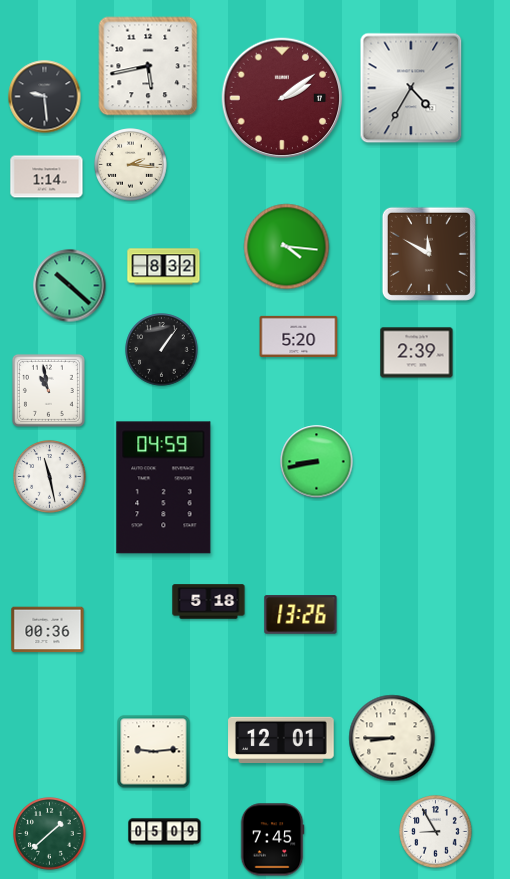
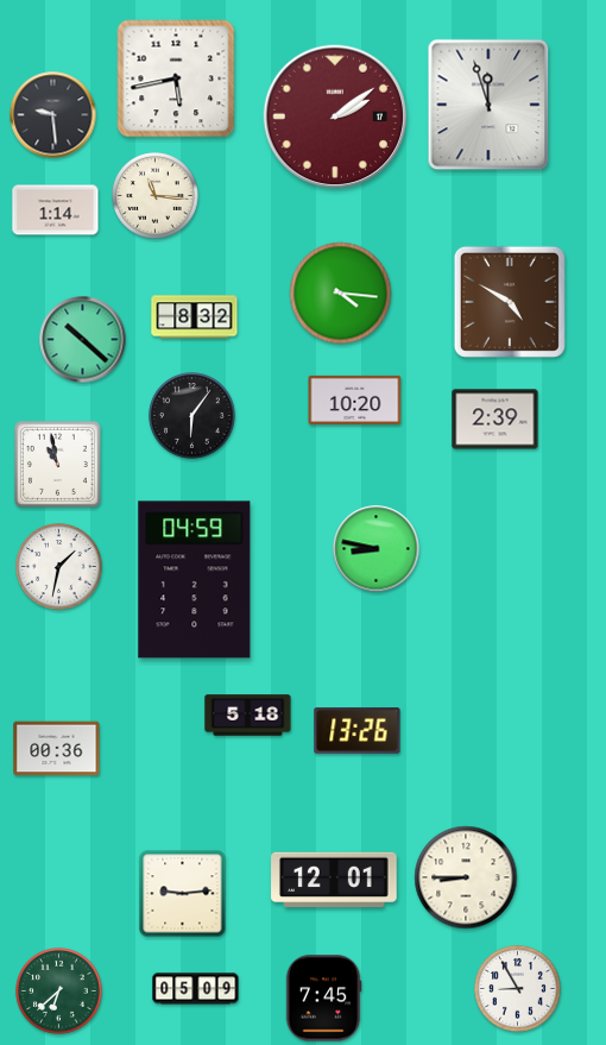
clock at (411, 88): 4:35 -> 11:57
clock at (131, 165): 2:16 -> 11:16
clock at (429, 254): 11:50 -> 4:50
clock at (299, 336): 5:20 -> 10:20
clock at (162, 350): 1:06 -> 6:06
clock at (317, 462): 8:43 -> 8:47
clock at (50, 477): 11:28 -> 1:32
clock at (50, 834): 1:38 -> 6:38
